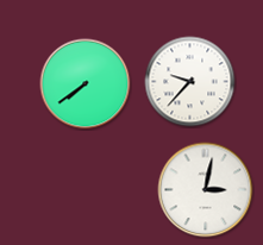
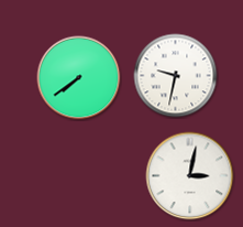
clock at (190, 82): 9:37 -> 9:32
